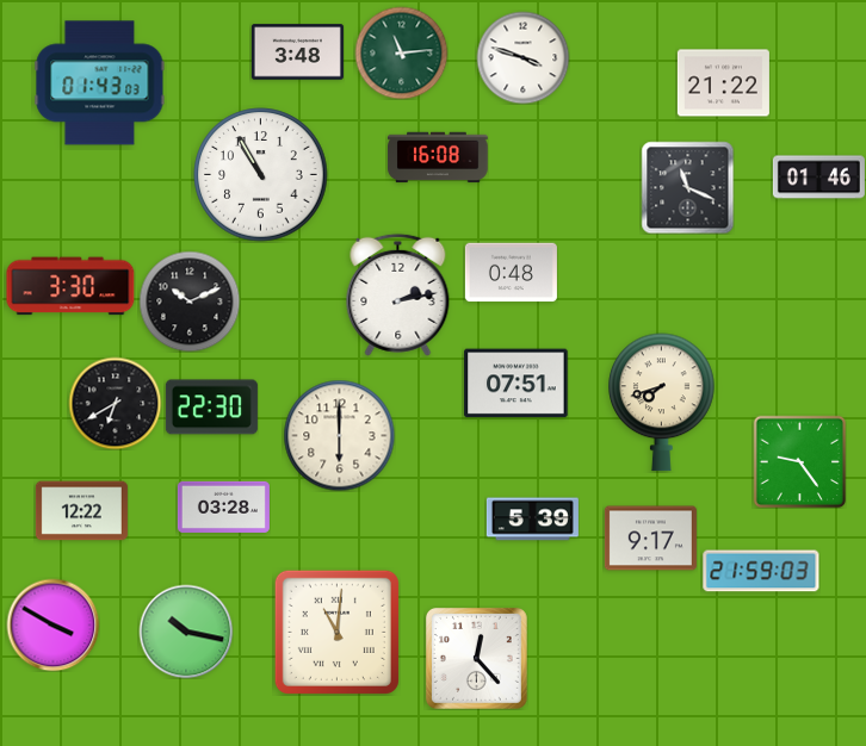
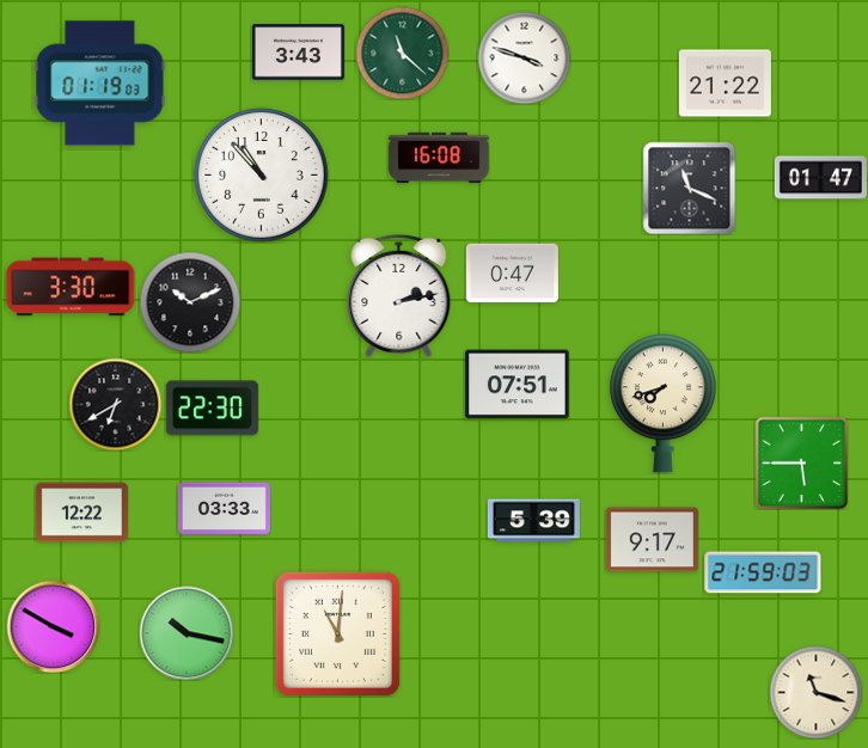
clock at (297, 52): 3:48 -> 3:43
clock at (401, 52): 11:14 -> 11:22
clock at (100, 83): 01:43 -> 01:19
clock at (261, 175): 10:55 -> 10:53
clock at (818, 178): 01:46 -> 01:47
clock at (511, 273): 0:48 -> 0:47
clock at (339, 435): 6:00 -> none
clock at (799, 461): 9:24 -> 5:45
clock at (223, 506): 03:28 -> 03:33
clock at (477, 659): 12:23 -> none
clock at (815, 692): none -> 11:18
